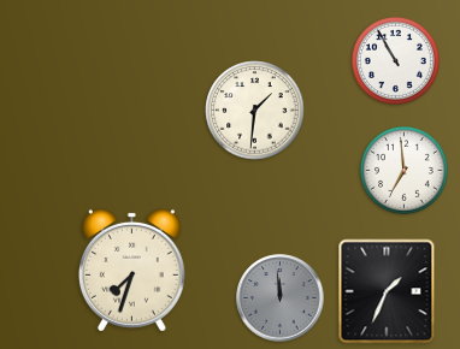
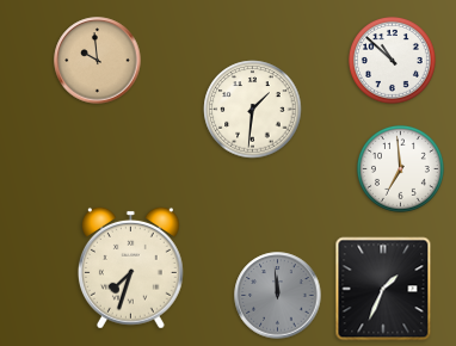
clock at (395, 60): 10:55 -> 10:52
clock at (98, 61): none -> 9:59
